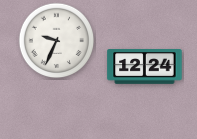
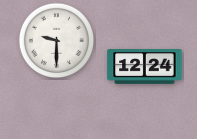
clock at (57, 41): 9:34 -> 9:30
